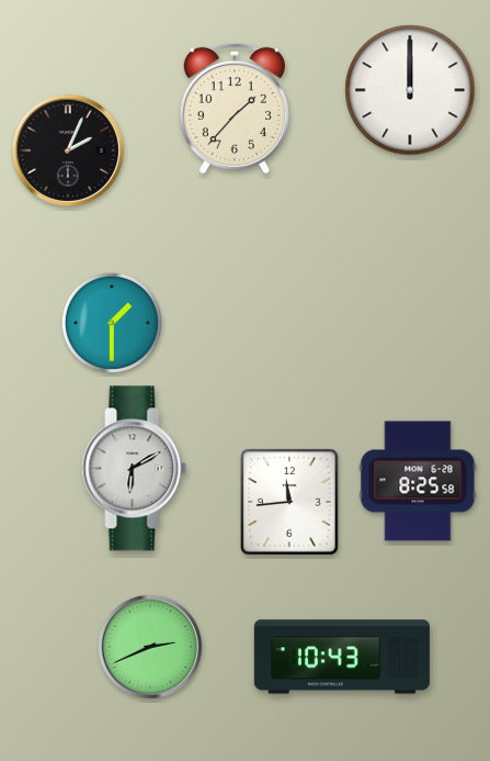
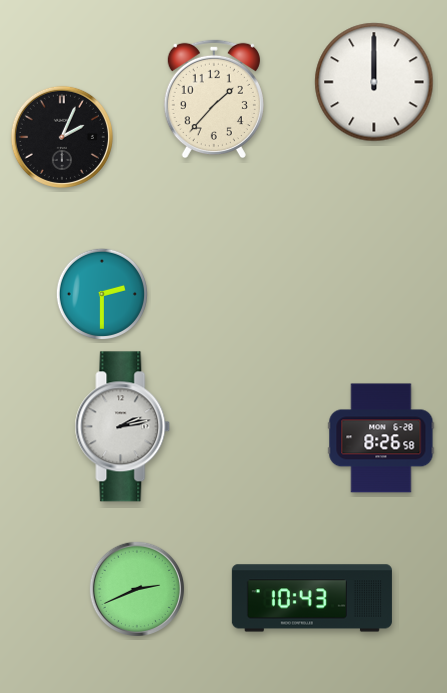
clock at (111, 322): 1:30 -> 2:30
clock at (135, 469): 6:10 -> 2:13
clock at (418, 481): 8:25 -> 8:26
clock at (290, 503): 11:44 -> none
